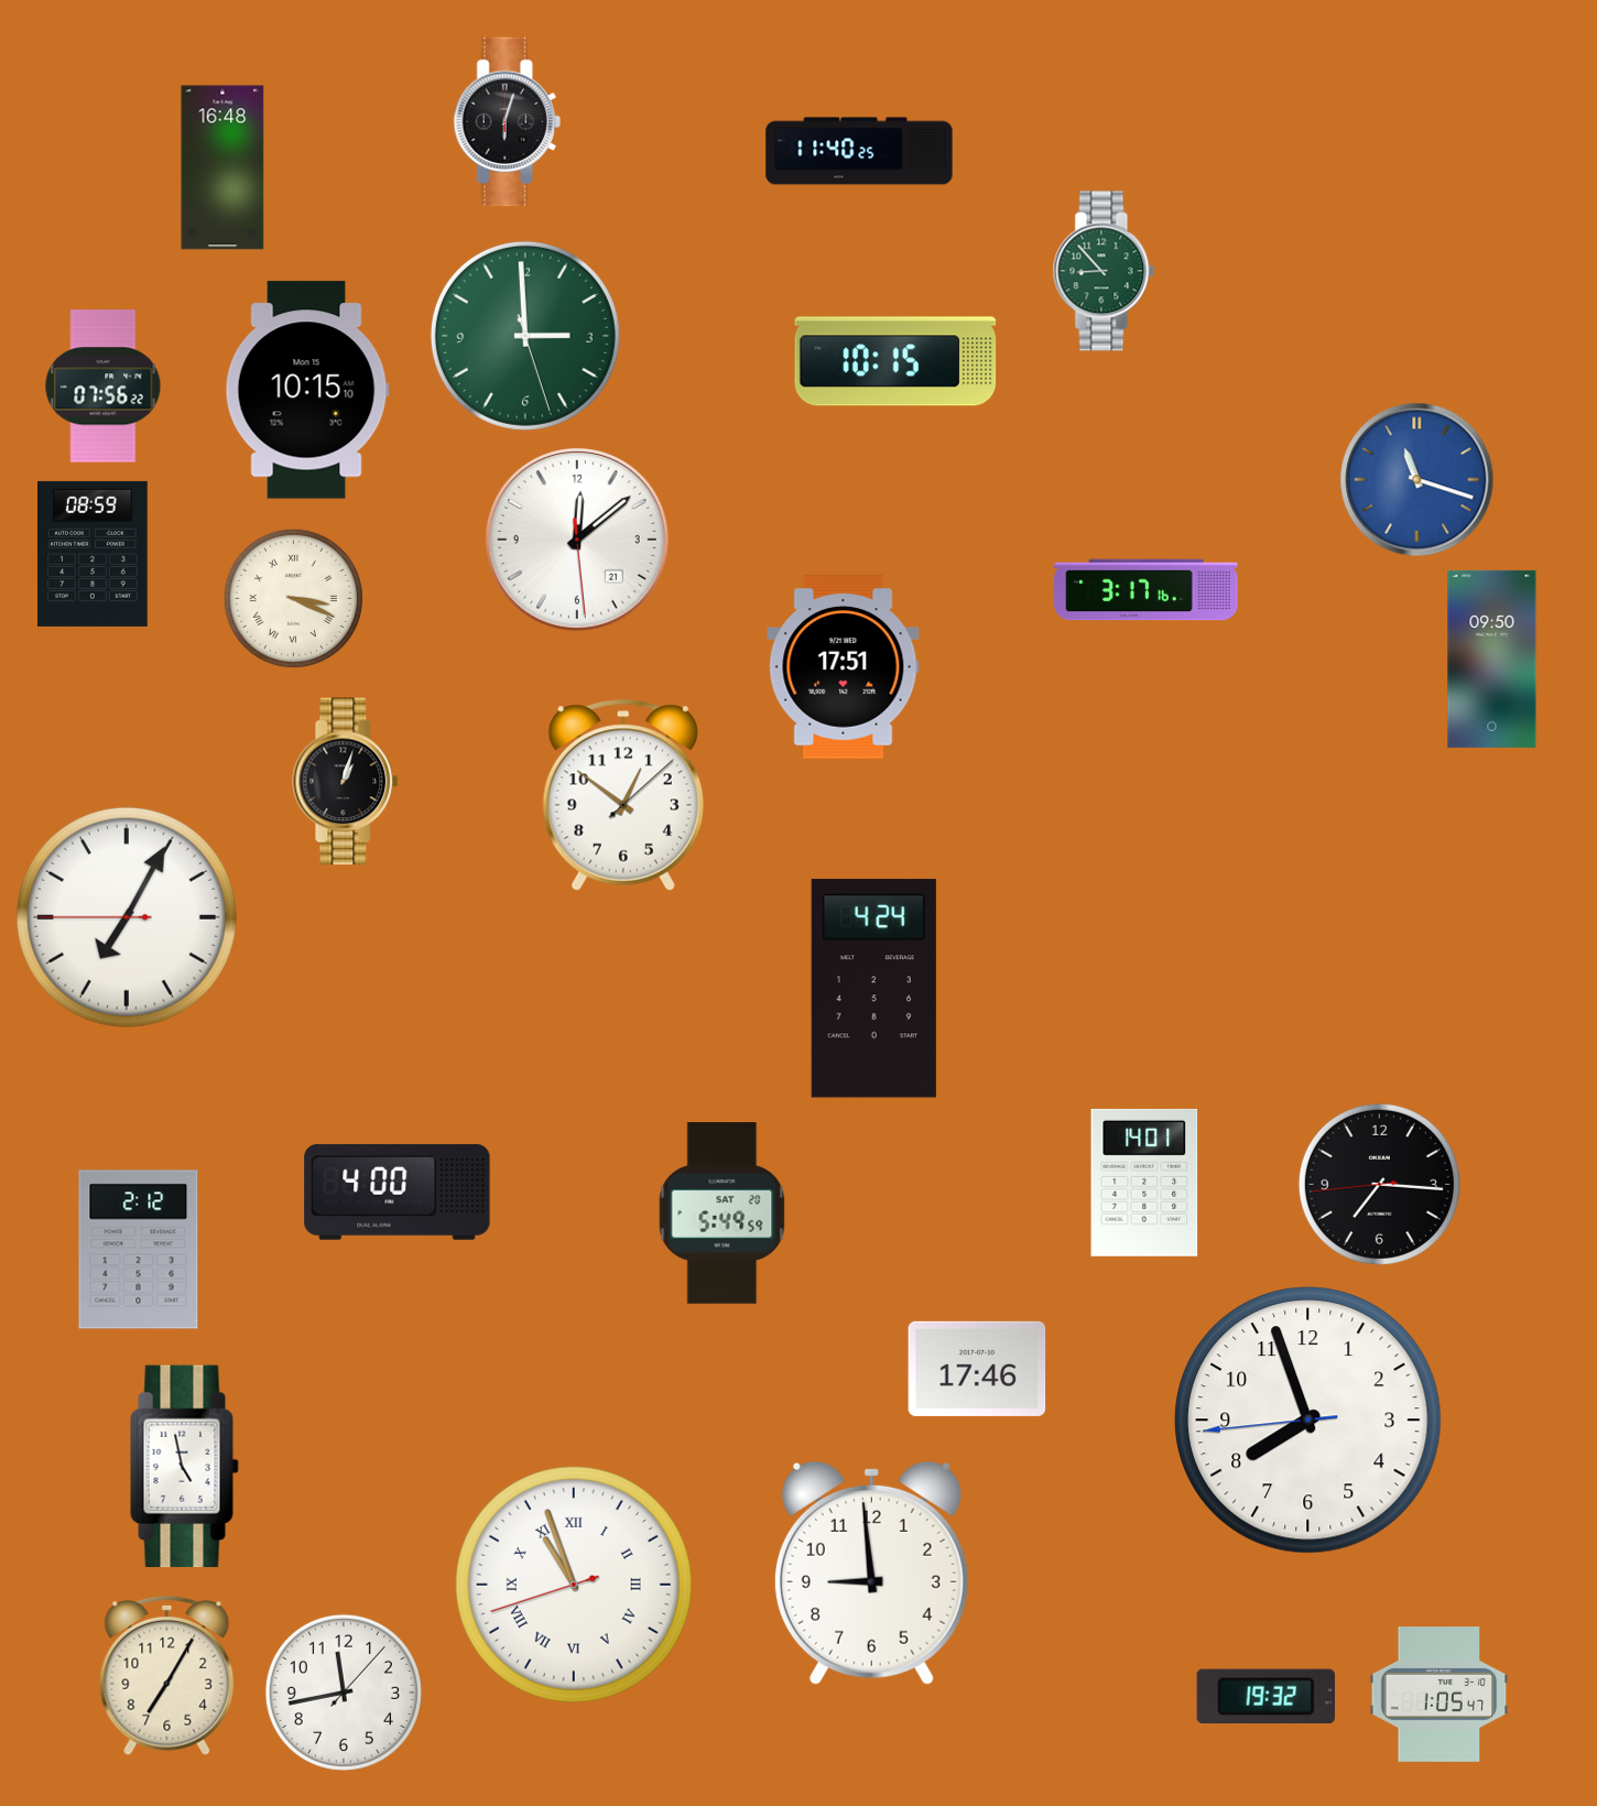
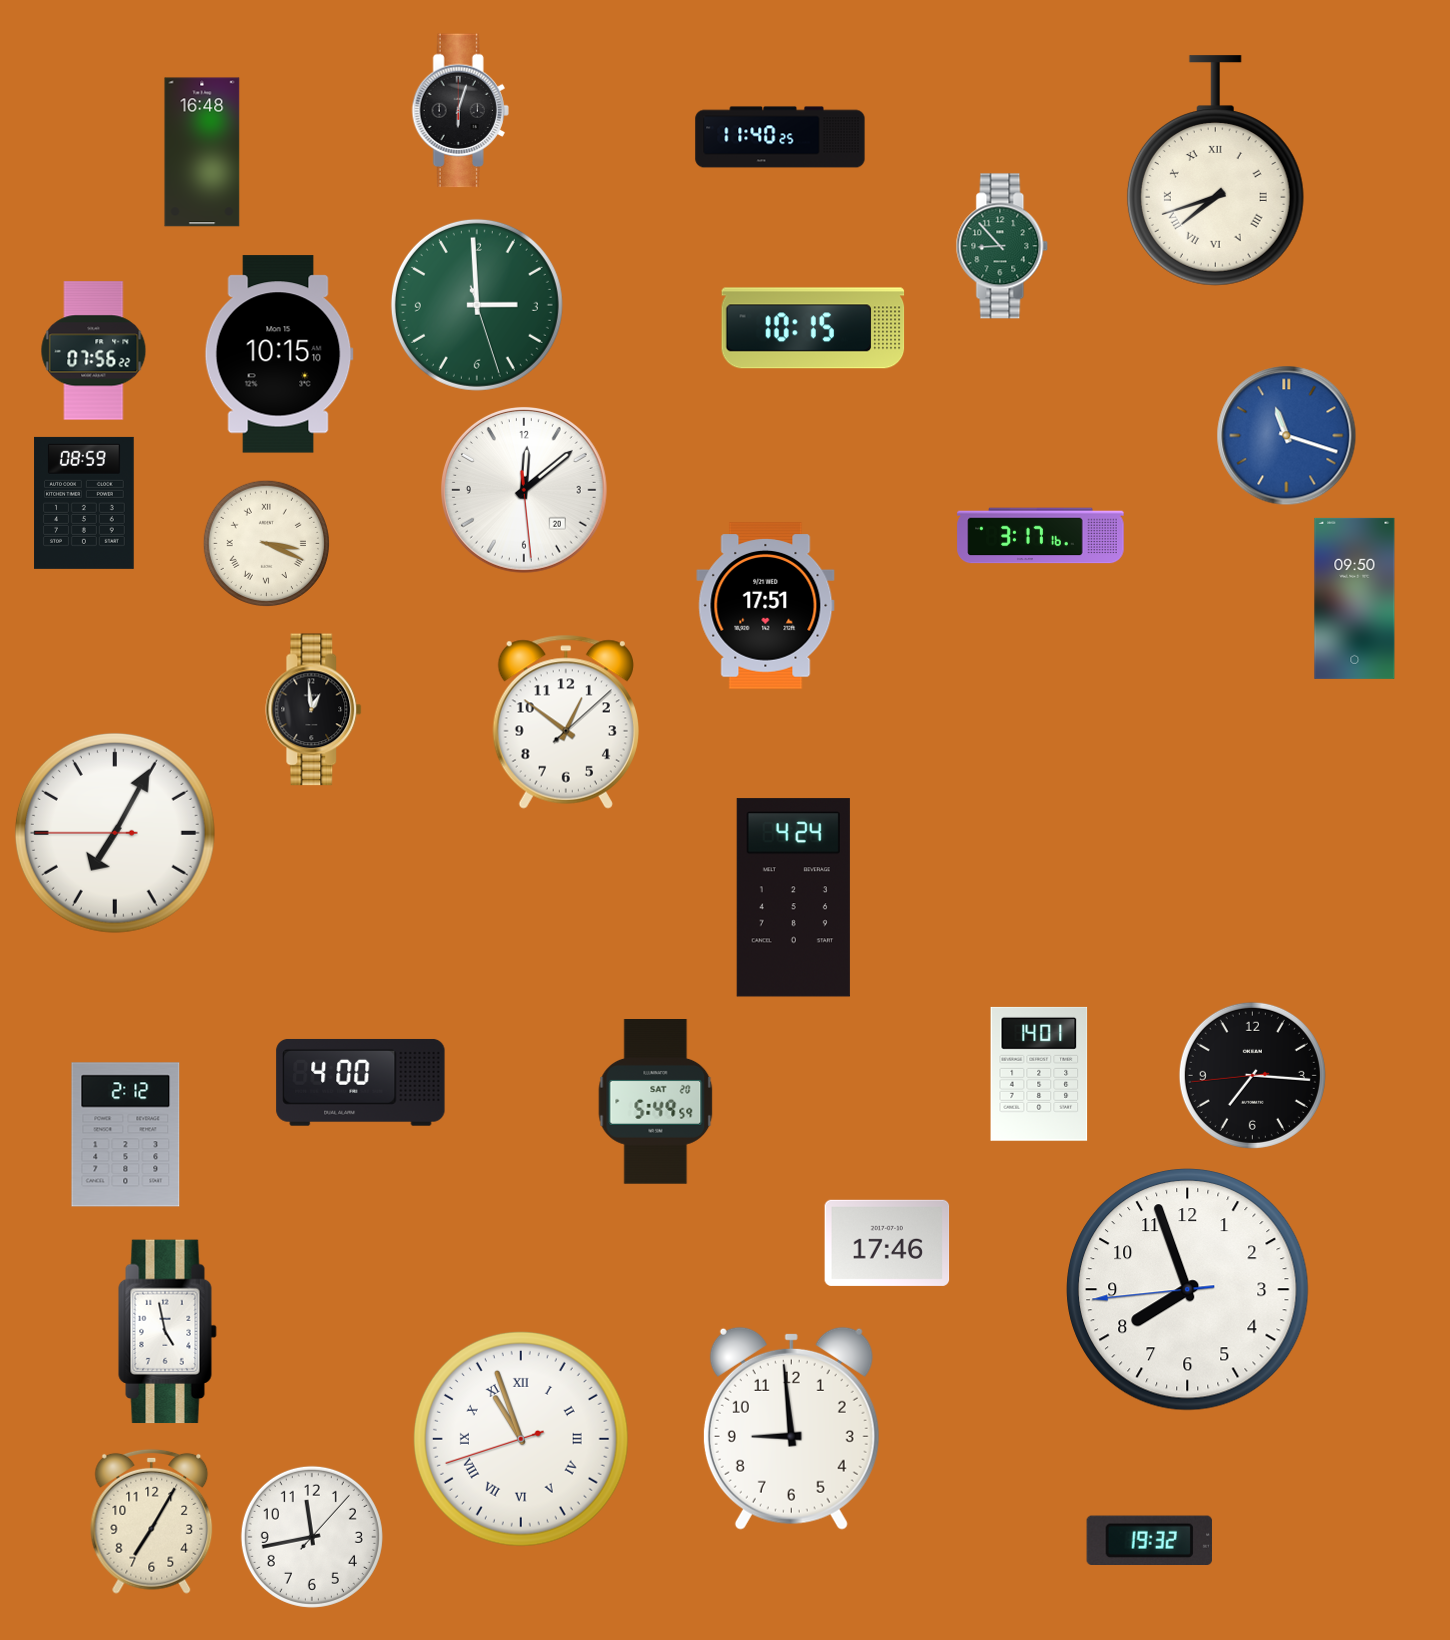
clock at (1215, 171): none -> 7:42
clock at (577, 540) date: 21 -> 20
clock at (346, 782): 1:03 -> 12:59
clock at (1440, 1695): 1:05 -> none
